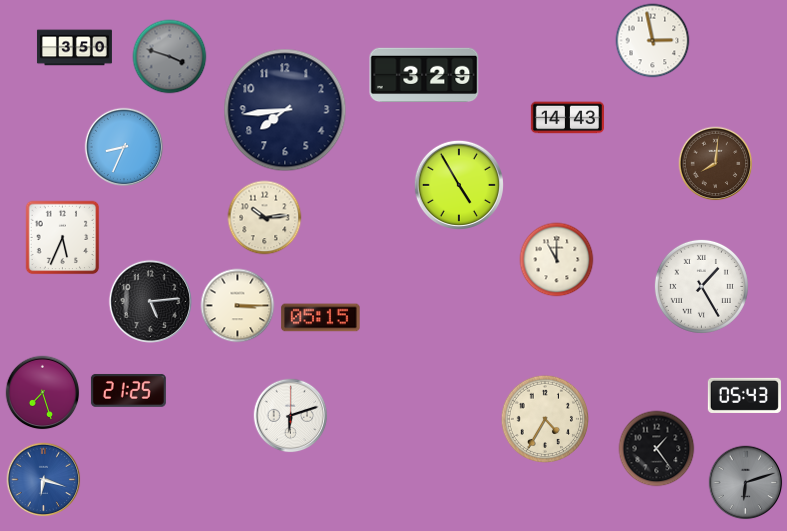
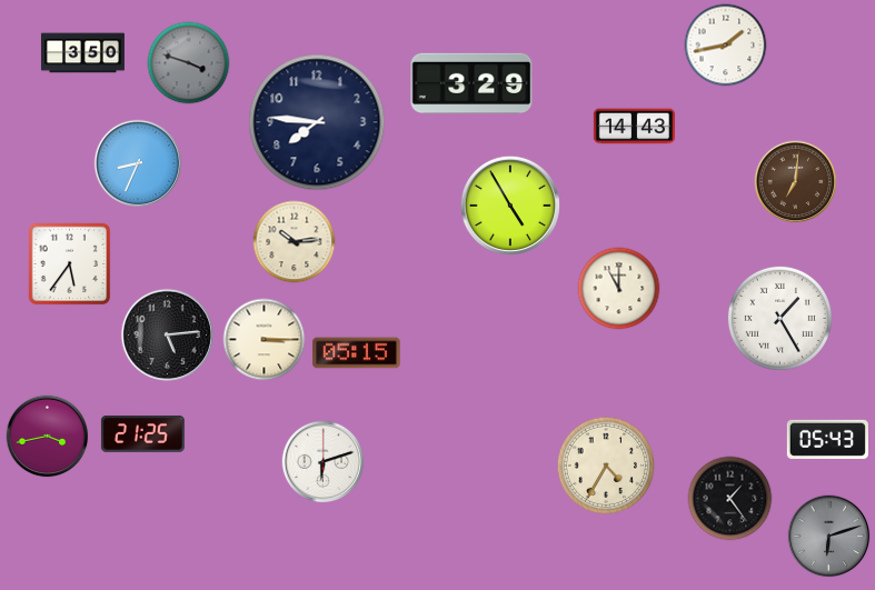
clock at (653, 41): 2:58 -> 1:43
clock at (285, 110): 7:44 -> 7:46
clock at (567, 118) position: (567, 118) -> (634, 127)
clock at (716, 164): 8:01 -> 7:01
clock at (63, 238): 5:34 -> 5:36
clock at (43, 393): 7:27 -> 3:43
clock at (44, 480): 6:18 -> none
